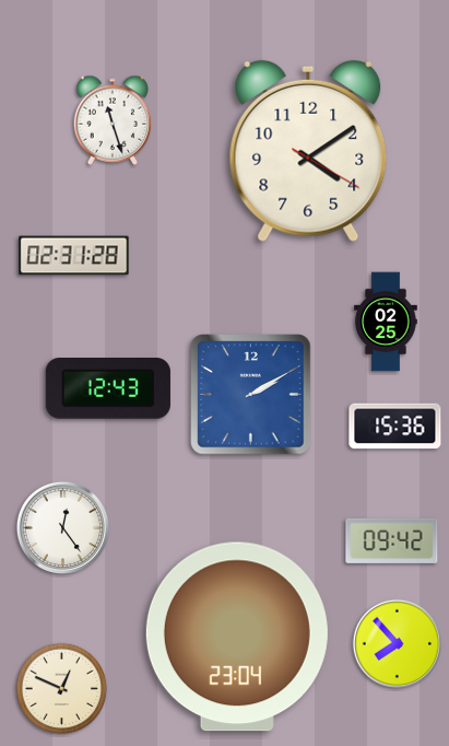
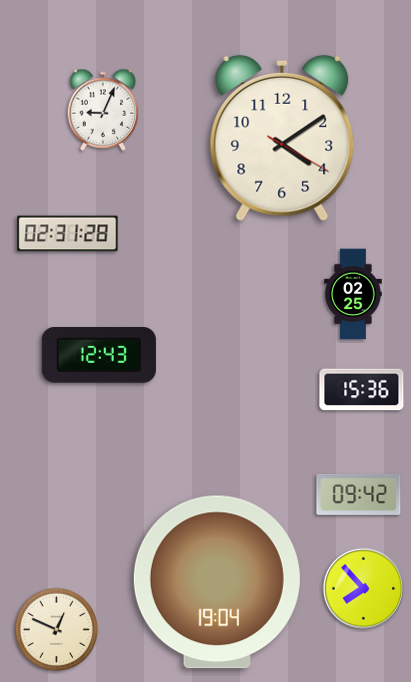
clock at (113, 120): 11:27 -> 9:04
clock at (251, 395): 2:10 -> none
clock at (62, 527): 12:24 -> none
clock at (237, 637): 23:04 -> 19:04
